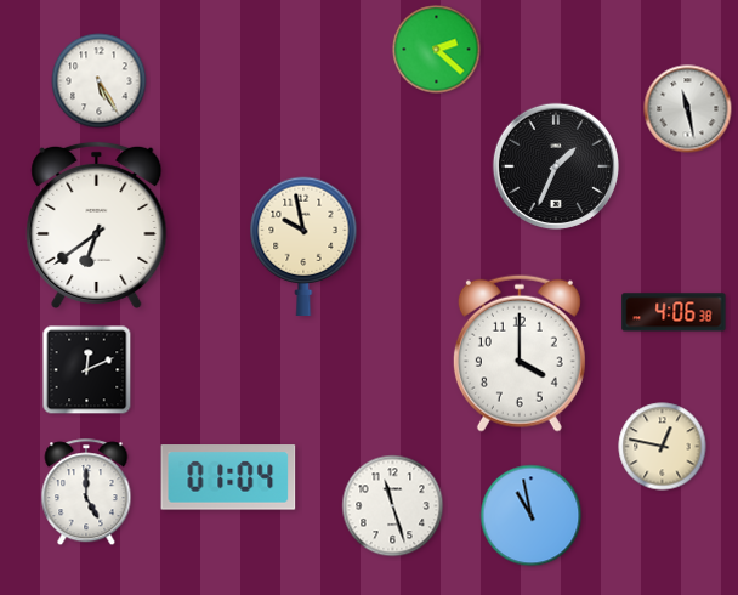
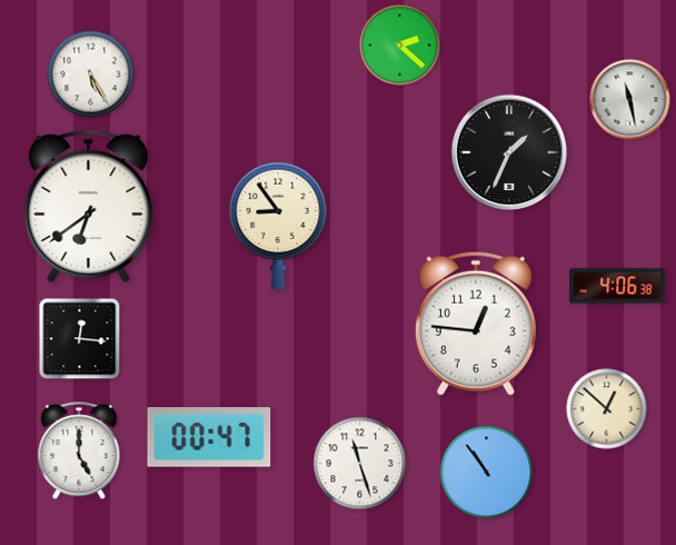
clock at (303, 245): 9:58 -> 8:54
clock at (520, 353): 4:00 -> 12:46
clock at (87, 370): 12:11 -> 12:16
clock at (663, 447): 12:47 -> 12:52
clock at (228, 477): 01:04 -> 00:47
clock at (532, 516): 10:58 -> 10:54
